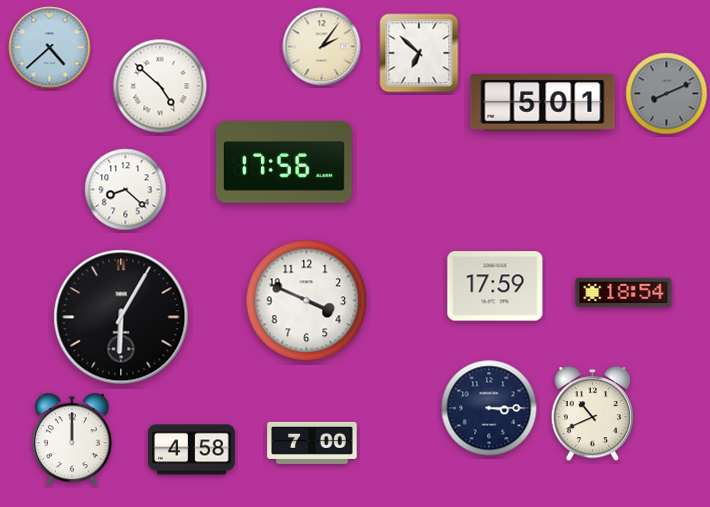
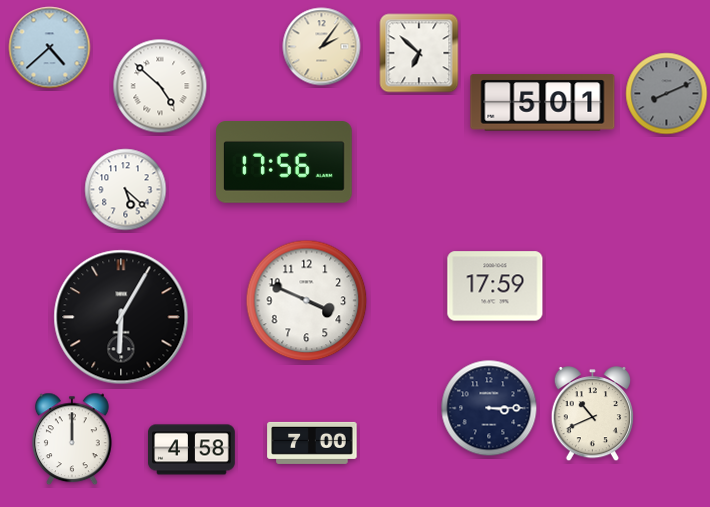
clock at (126, 190): 8:22 -> 5:22
clock at (624, 293): 18:54 -> none
